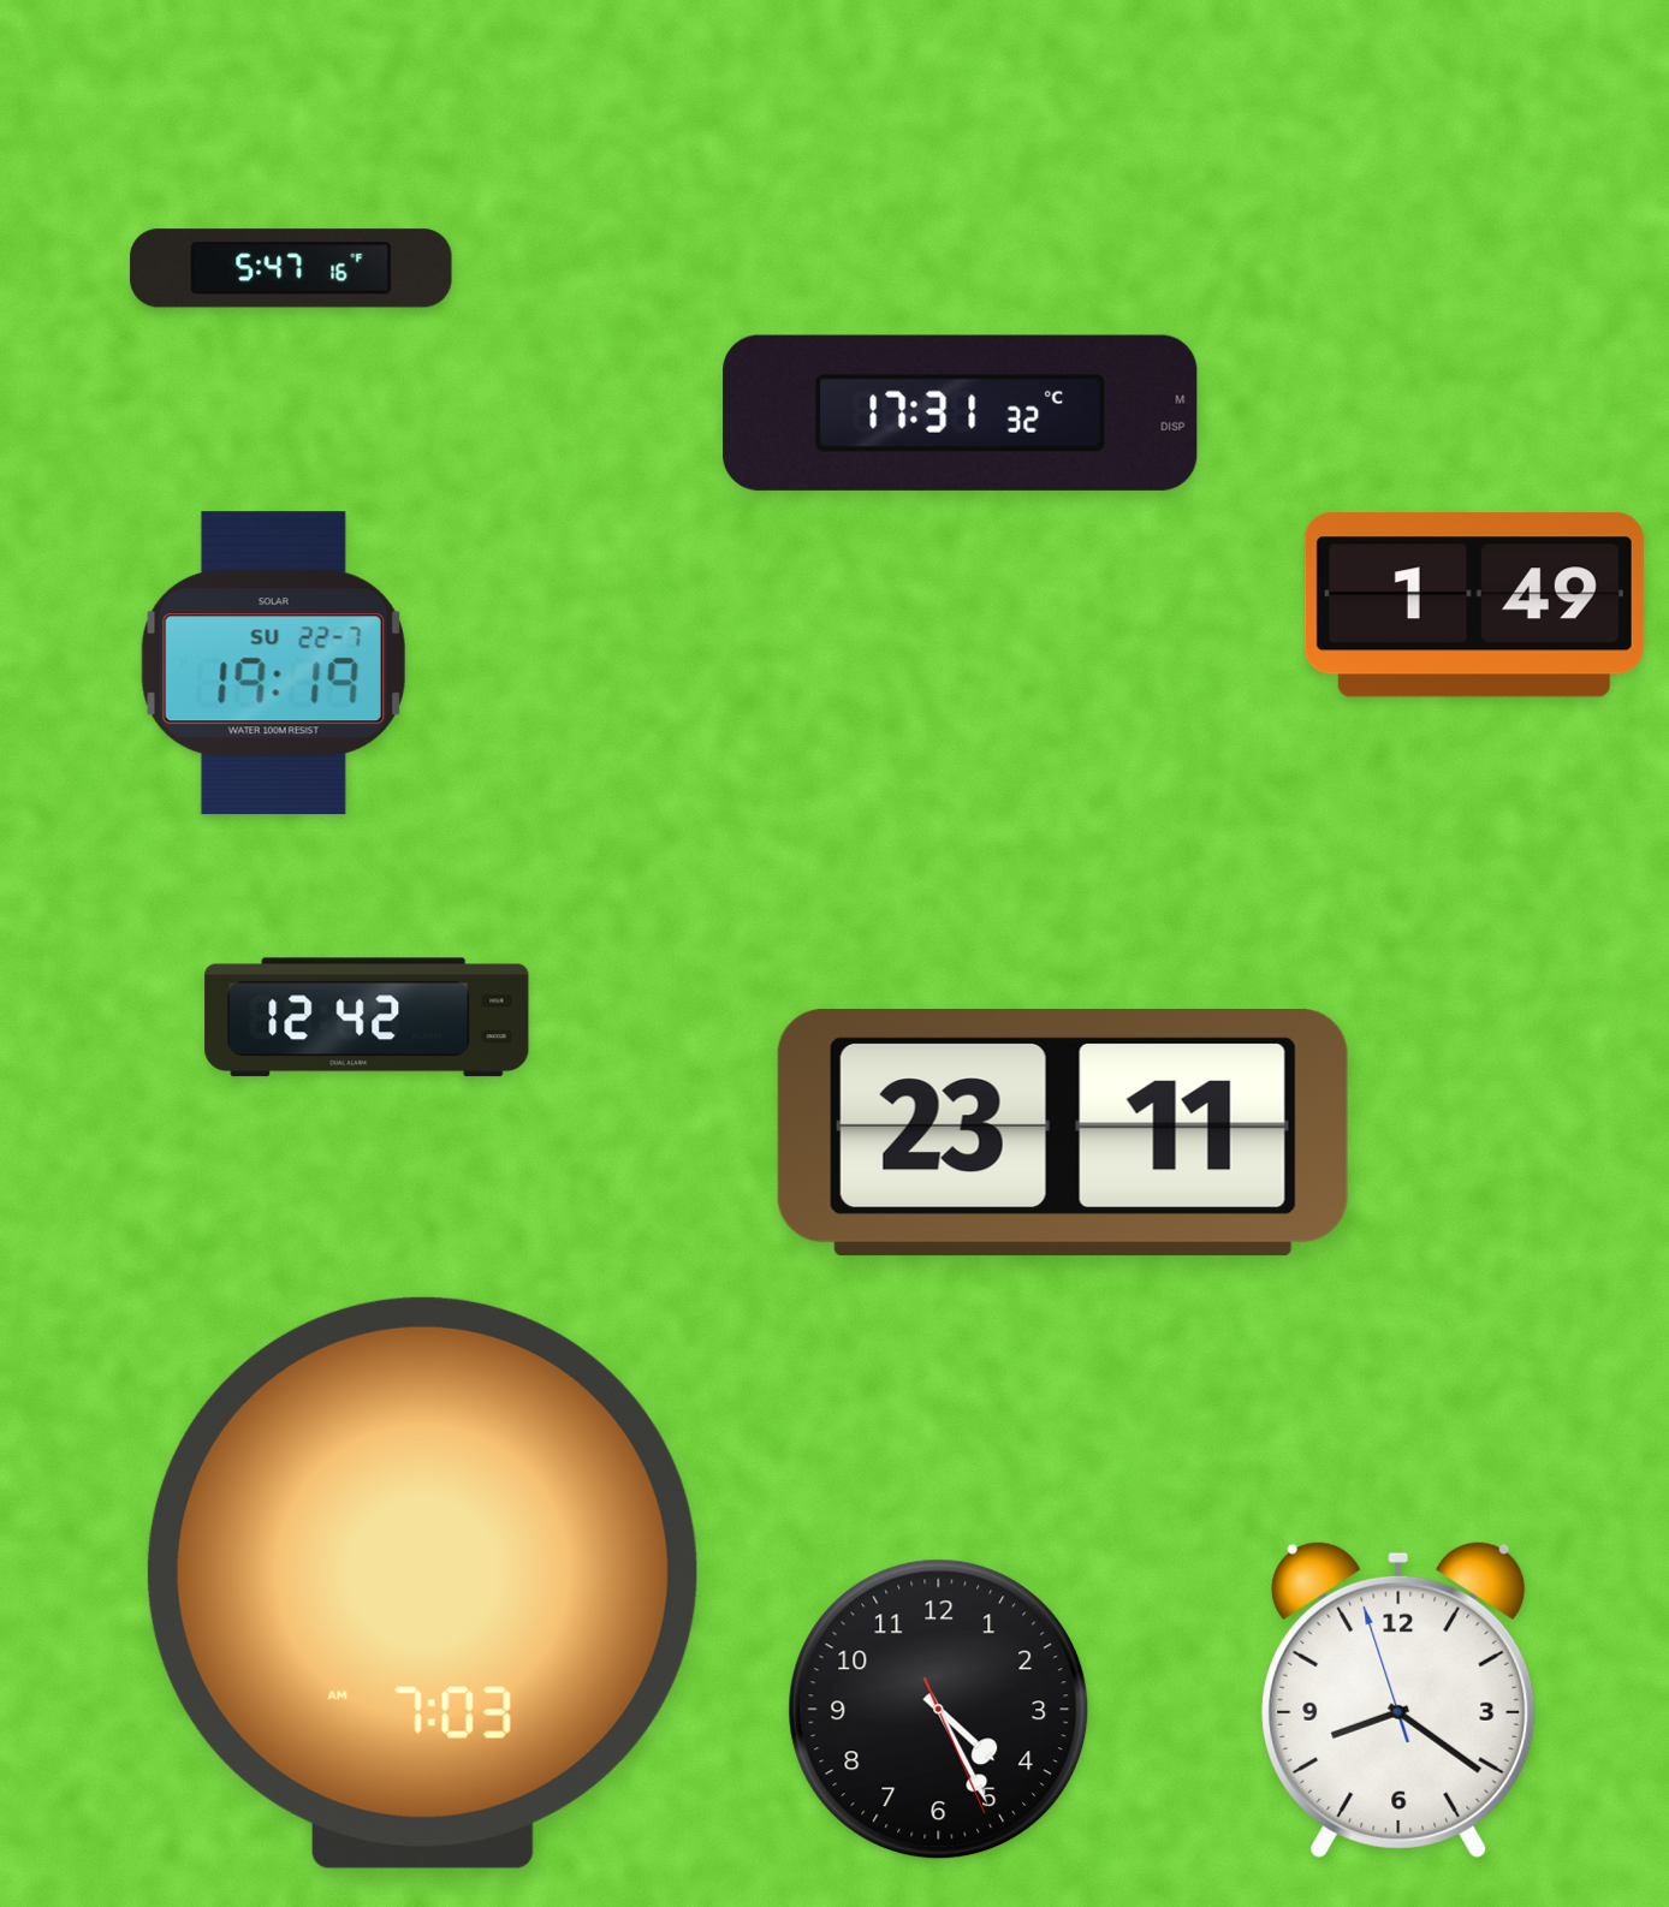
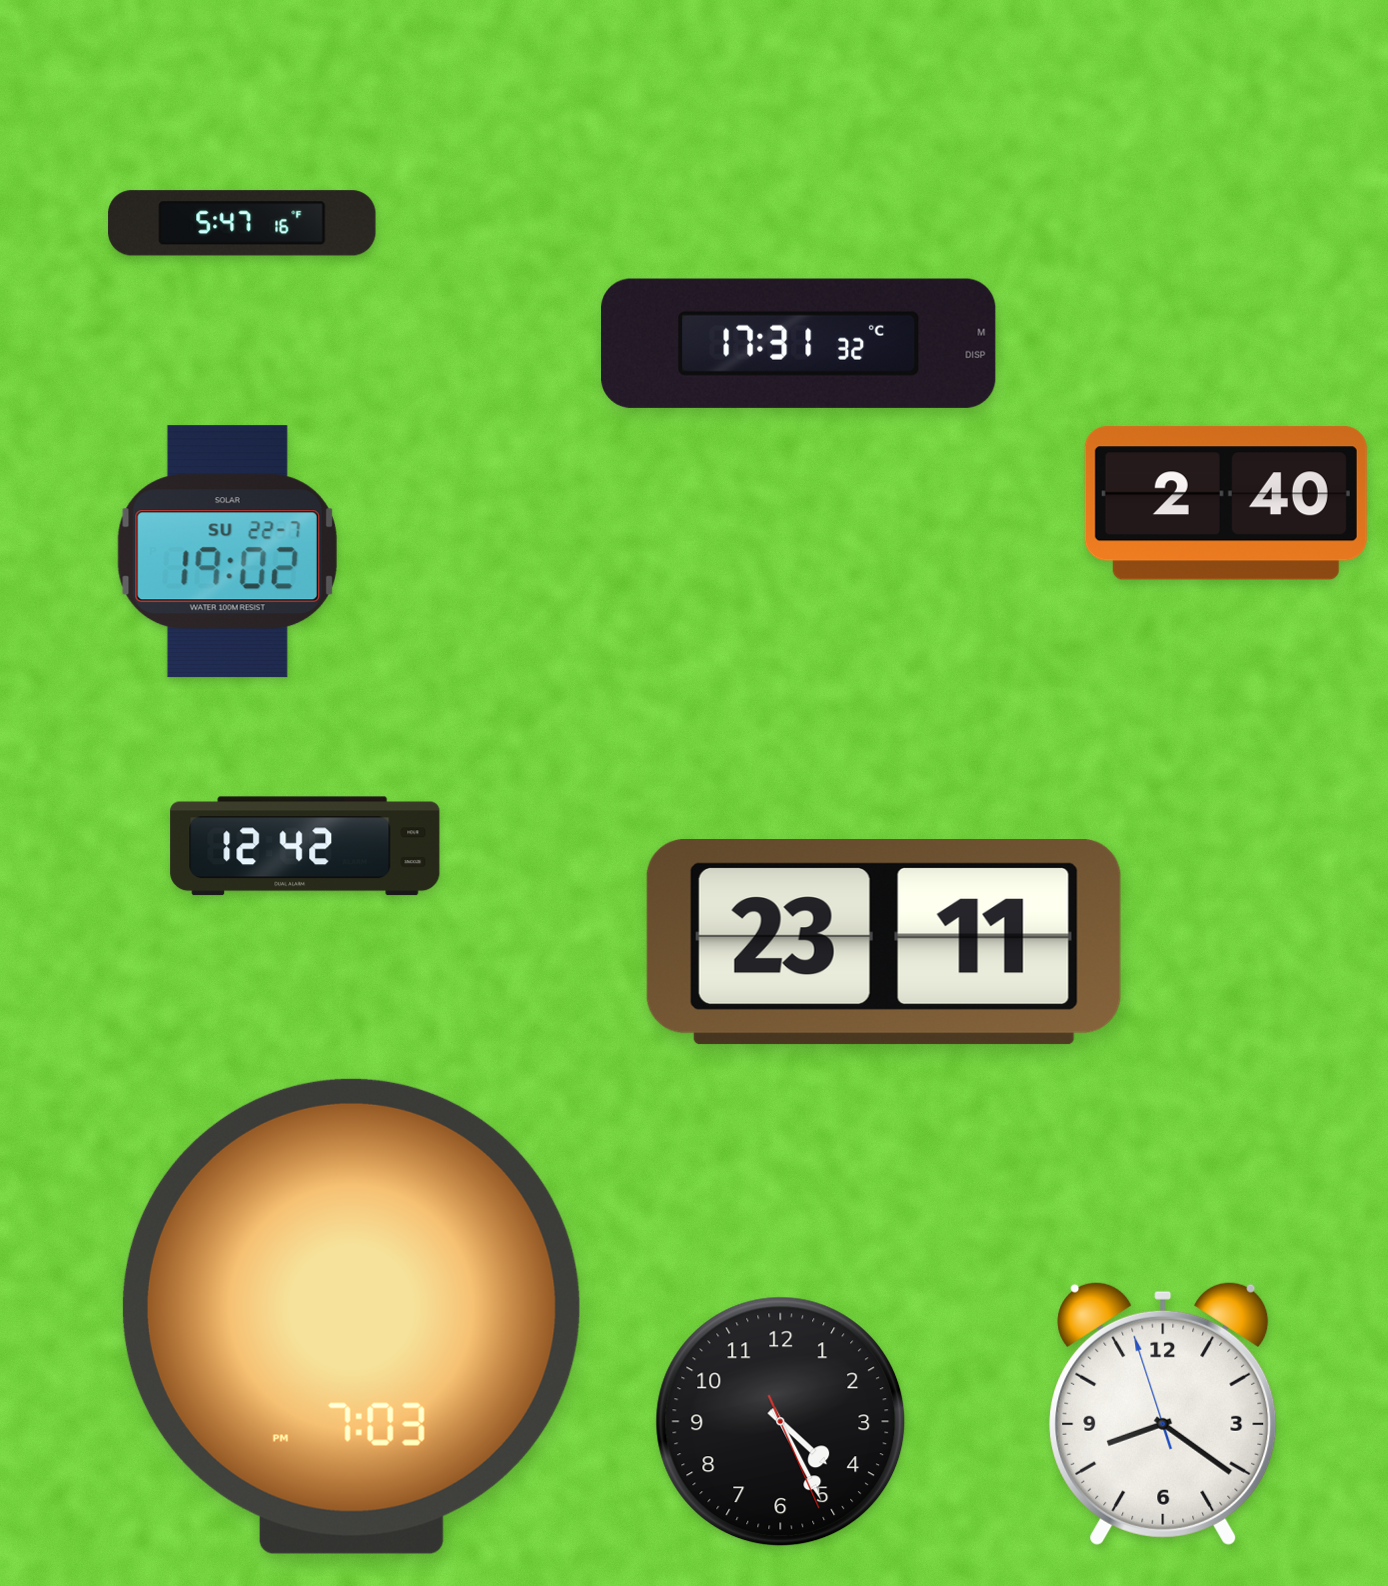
clock at (1474, 605): 1:49 -> 2:40
clock at (273, 664): 19:19 -> 19:02
clock at (422, 1582): 7:03 AM -> 7:03 PM
